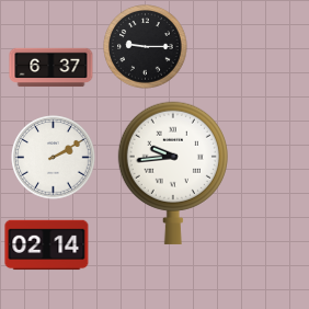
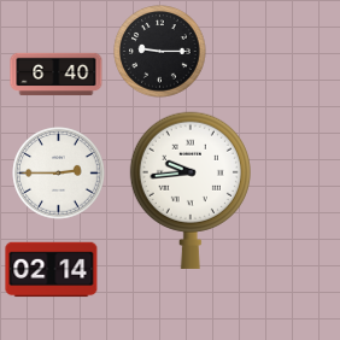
clock at (51, 68): 6:37 -> 6:40
clock at (54, 158): 2:10 -> 2:45
